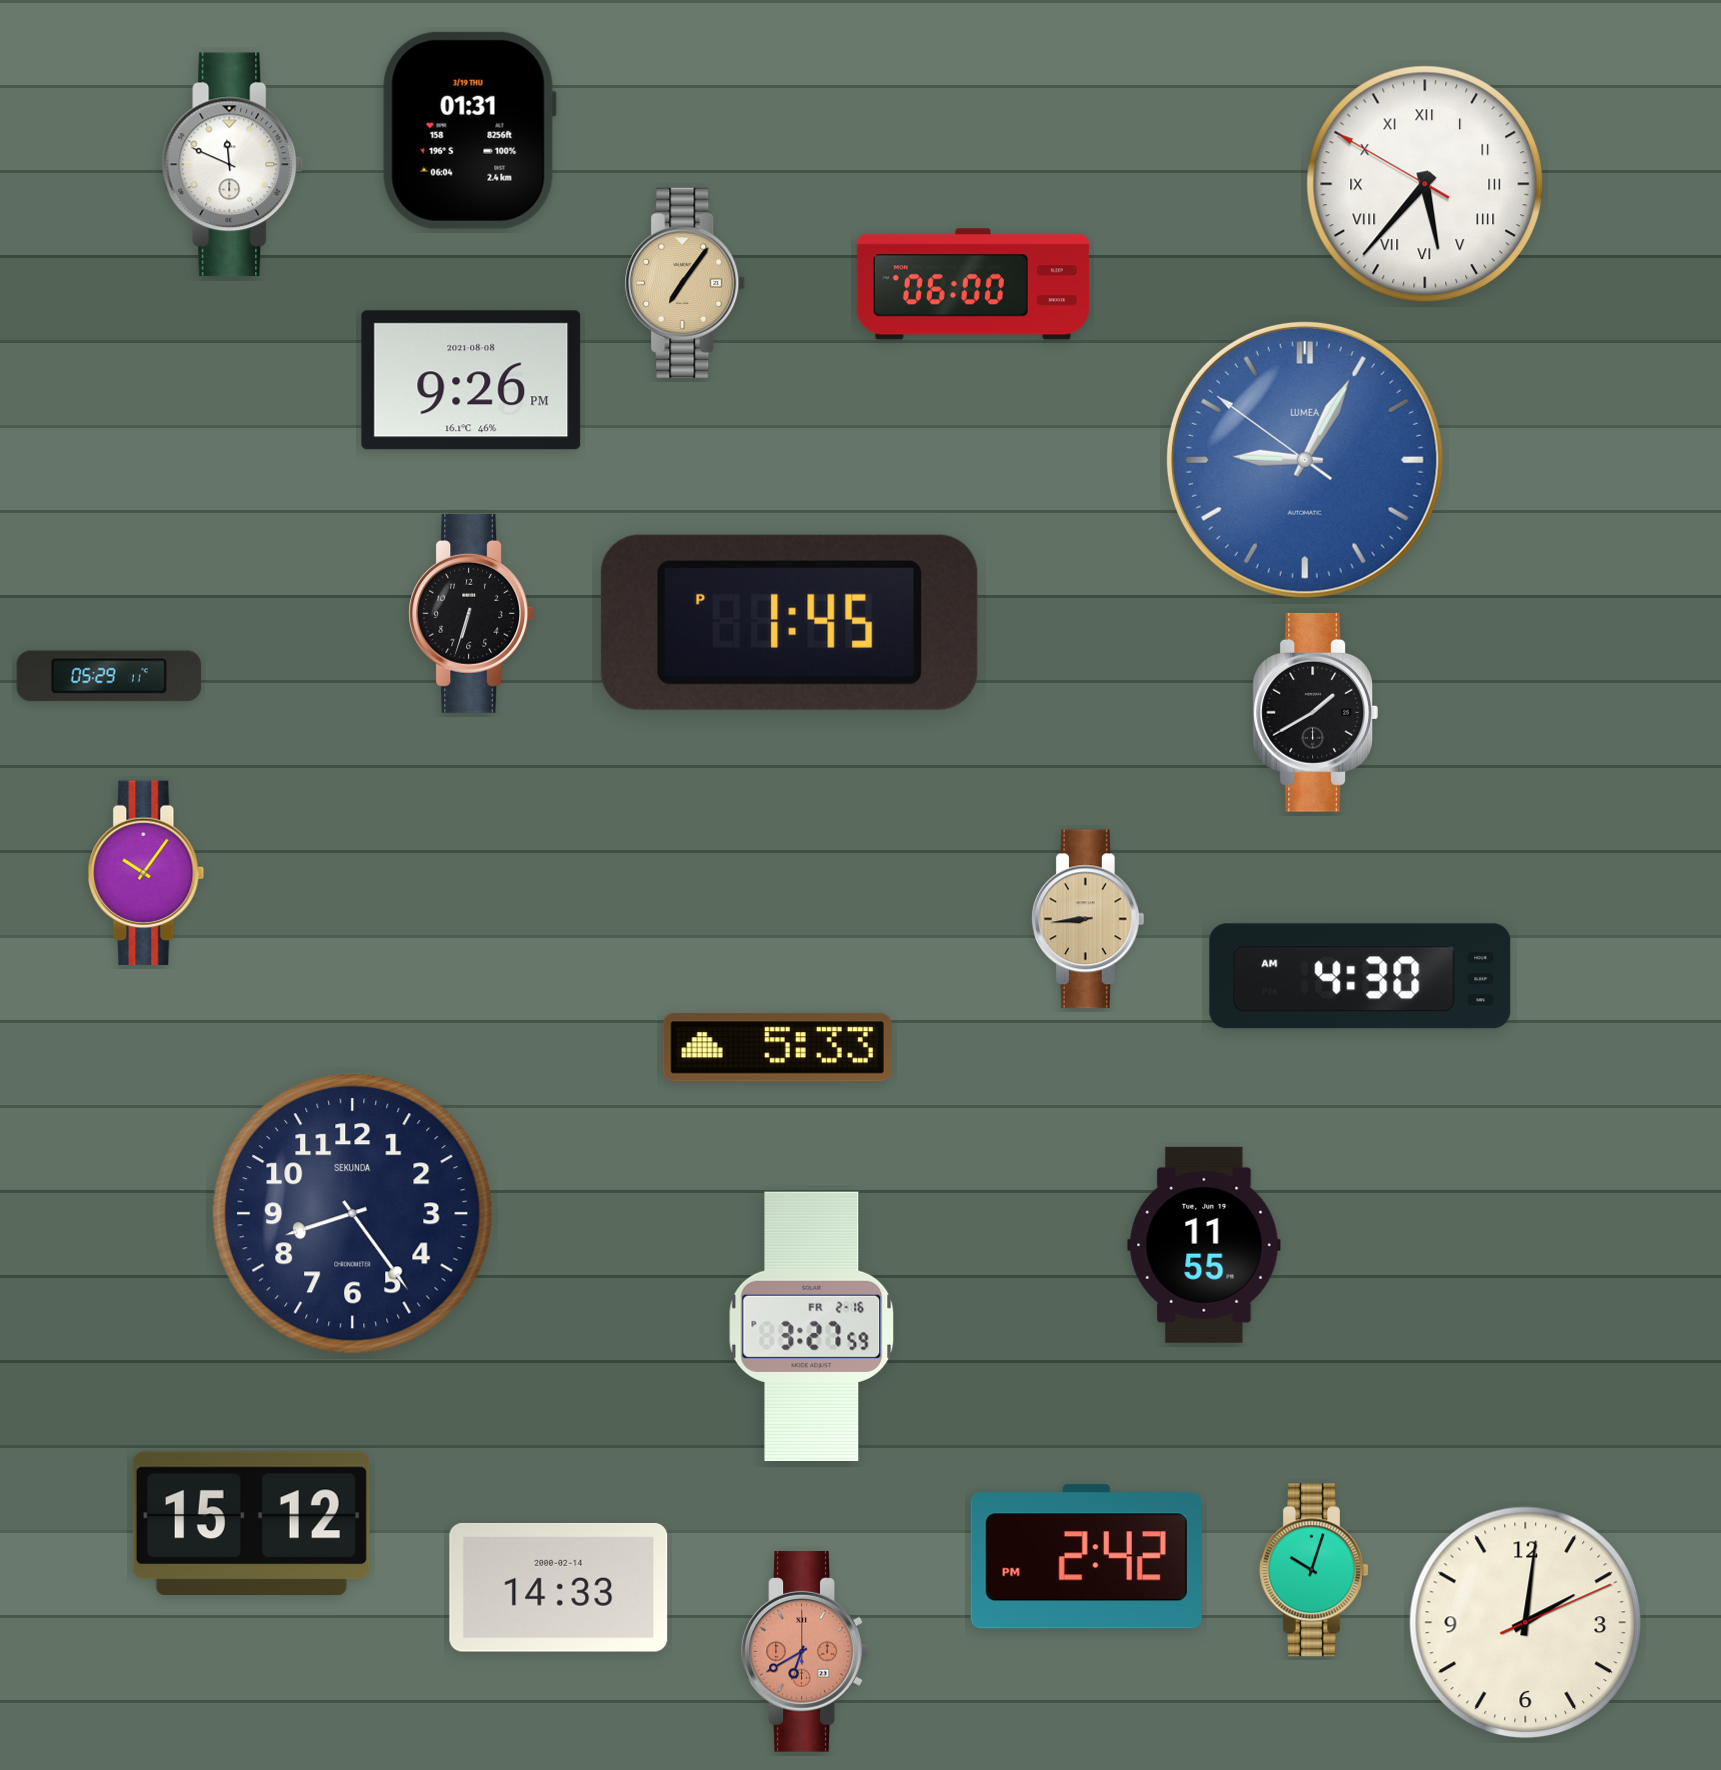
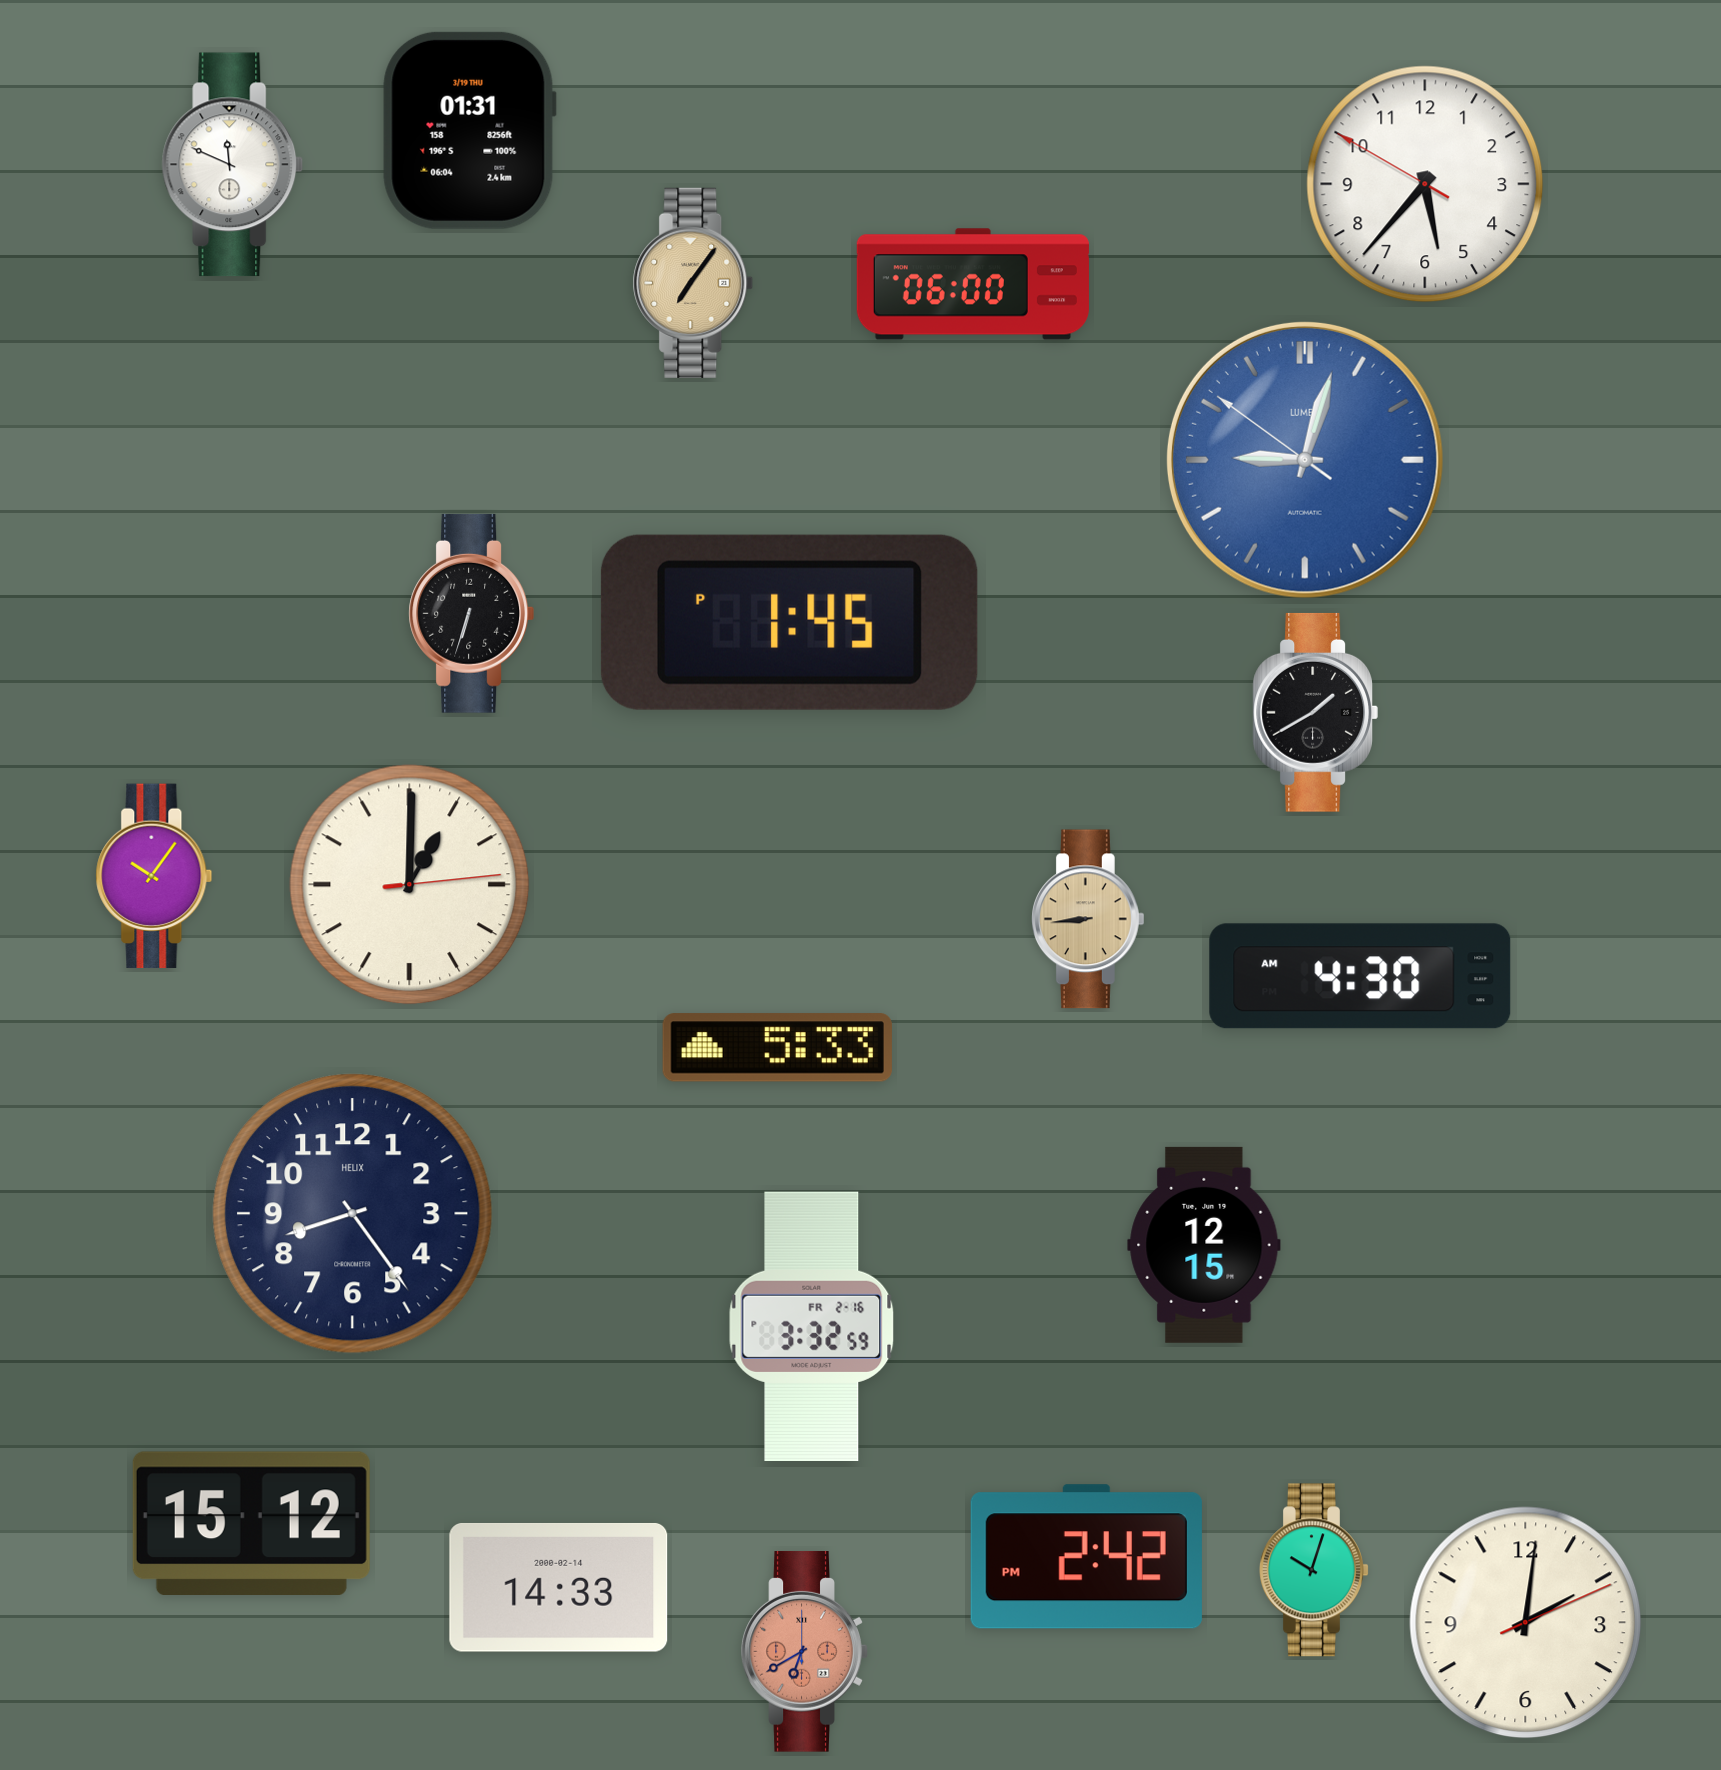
clock at (1425, 184) numerals: Roman -> Arabic
clock at (685, 283) position: (685, 283) -> (693, 283)
clock at (471, 380): 9:26 -> none
clock at (1305, 460): 9:04 -> 9:02
clock at (109, 676): 05:29 -> none
clock at (146, 873) position: (146, 873) -> (154, 876)
clock at (410, 885): none -> 1:00
clock at (353, 1214) brand: SEKUNDA -> HELIX
clock at (1204, 1245): 11:55 -> 12:15
clock at (812, 1326): 3:27 -> 3:32
